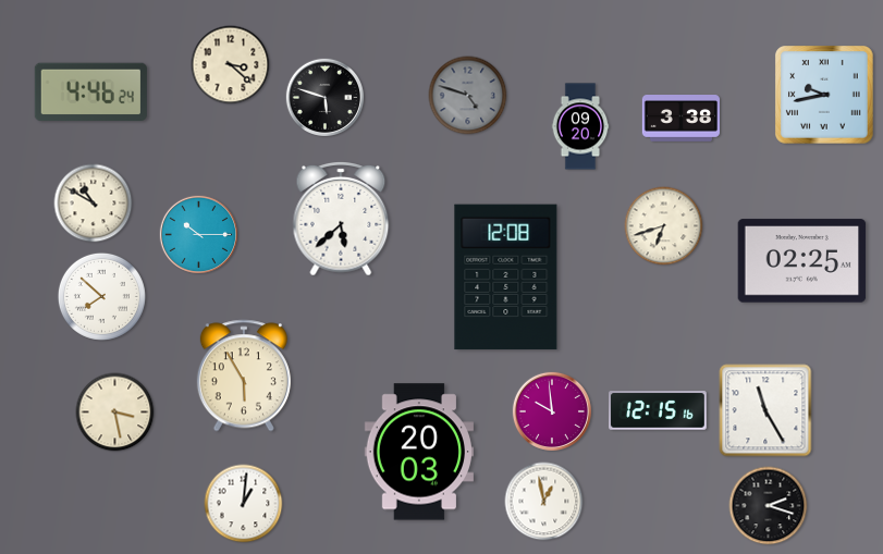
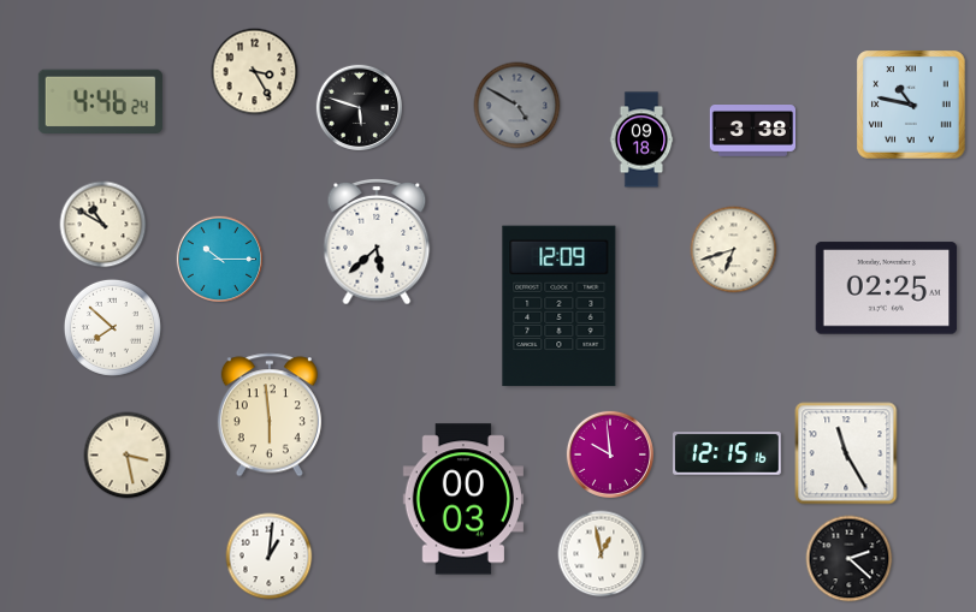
clock at (231, 65): 3:22 -> 3:25
clock at (824, 95): 9:43 -> 10:47
clock at (468, 96): 4:48 -> 4:50
clock at (580, 126): 09:20 -> 09:18
clock at (506, 278): 12:08 -> 12:09
clock at (244, 376): 5:55 -> 5:59
clock at (419, 452): 20:03 -> 00:03
clock at (769, 506): 2:18 -> 2:22
